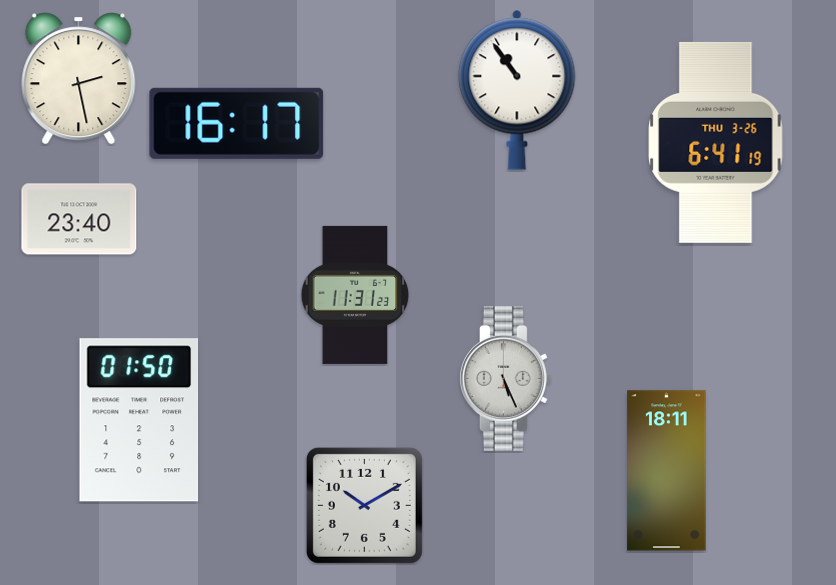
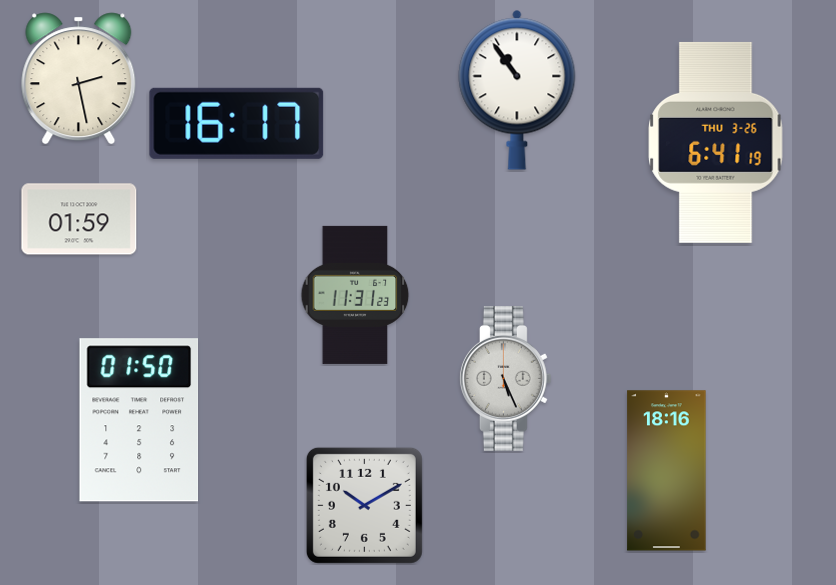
clock at (79, 219): 23:40 -> 01:59
clock at (667, 471): 18:11 -> 18:16
